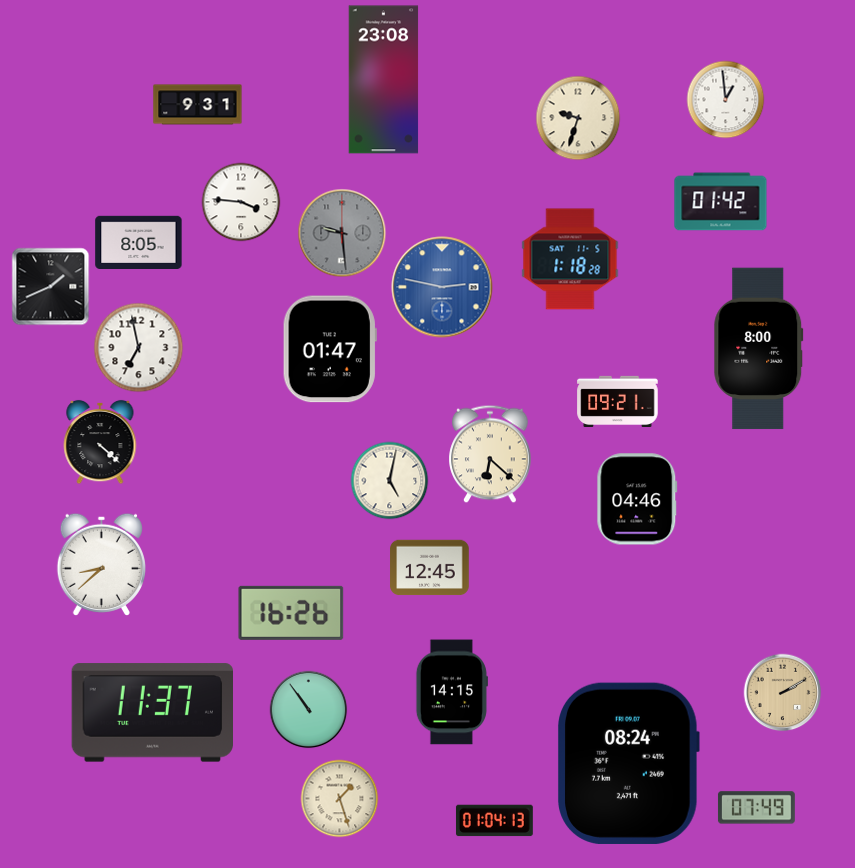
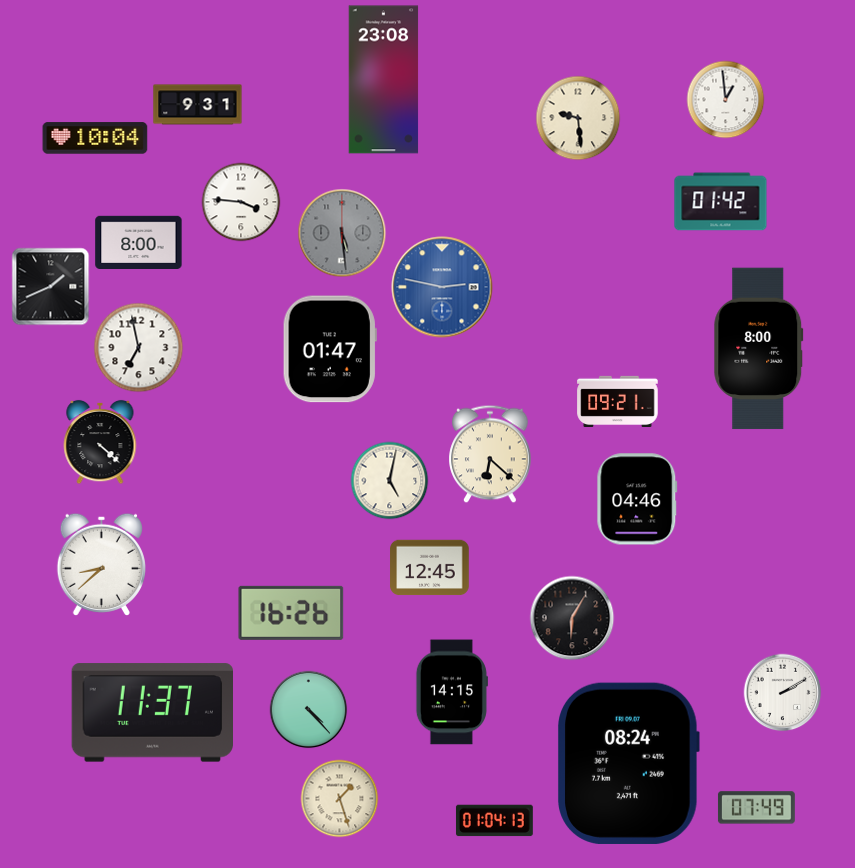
clock at (578, 118): 9:33 -> 9:29
clock at (95, 138): none -> 10:04
clock at (342, 233): 9:29 -> 5:29
clock at (139, 242): 8:05 -> 8:00
clock at (570, 259): 1:18 -> none
clock at (572, 618): none -> 6:05
clock at (782, 692) dial: champagne -> white
clock at (308, 709): 10:54 -> 4:23
